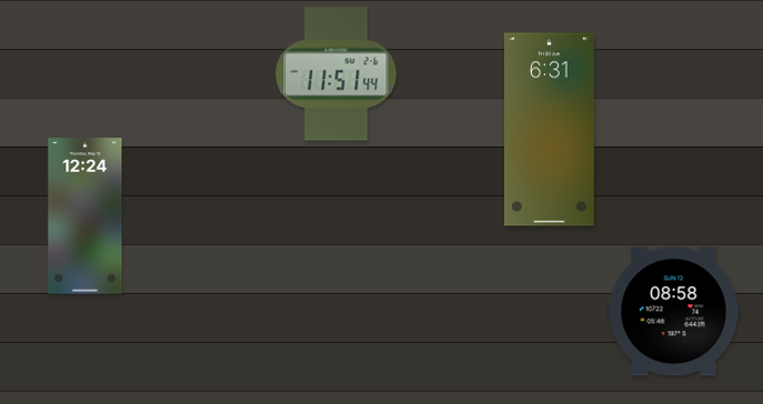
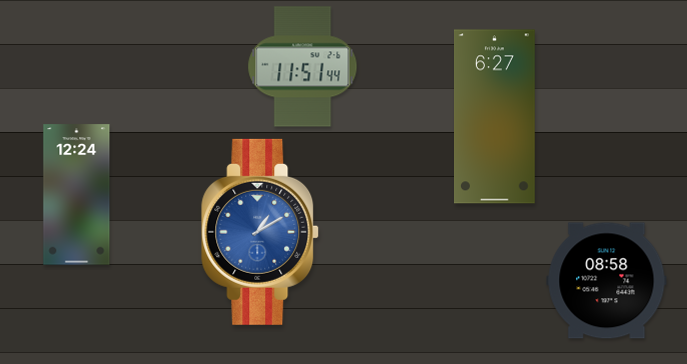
clock at (550, 130): 6:31 -> 6:27
clock at (261, 232): none -> 1:10
